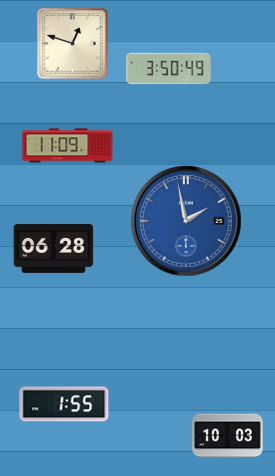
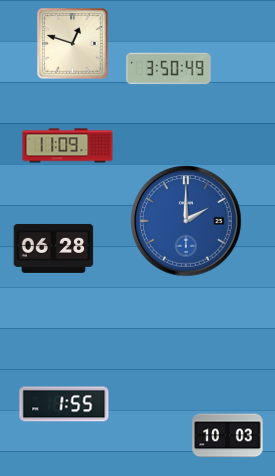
clock at (186, 221): 1:58 -> 2:00
